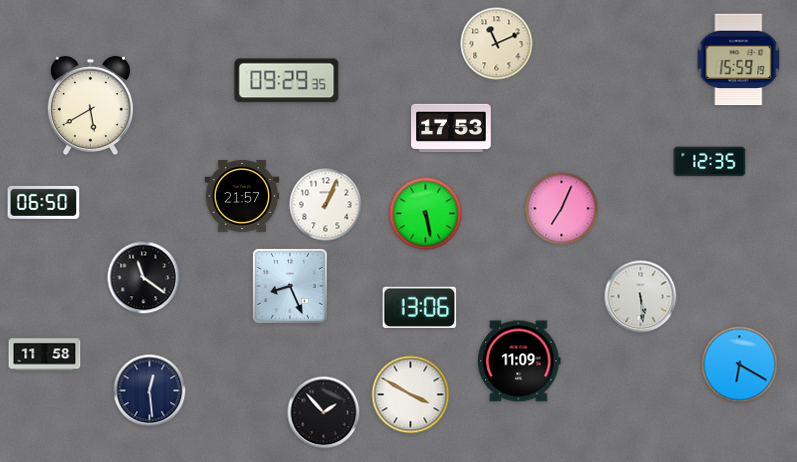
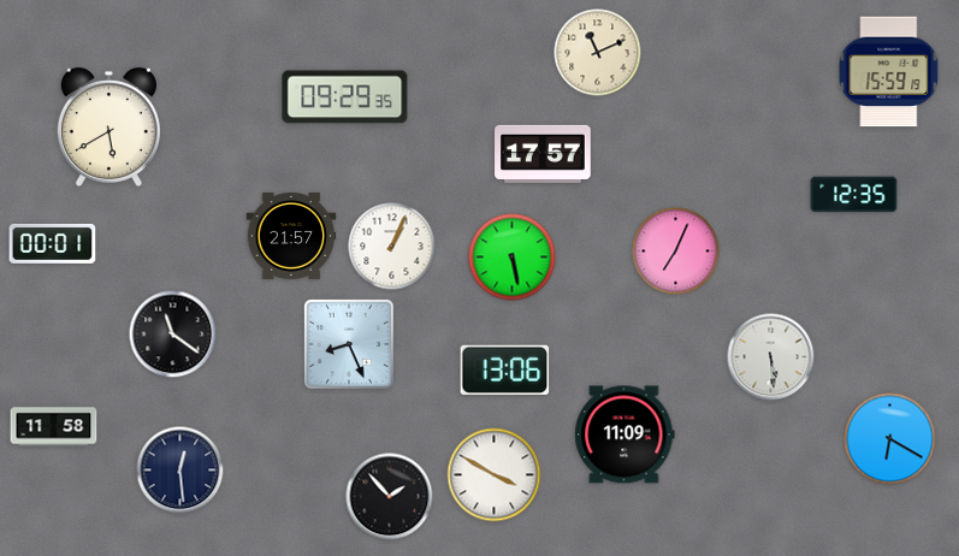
clock at (451, 128): 17:53 -> 17:57
clock at (44, 202): 06:50 -> 00:01
